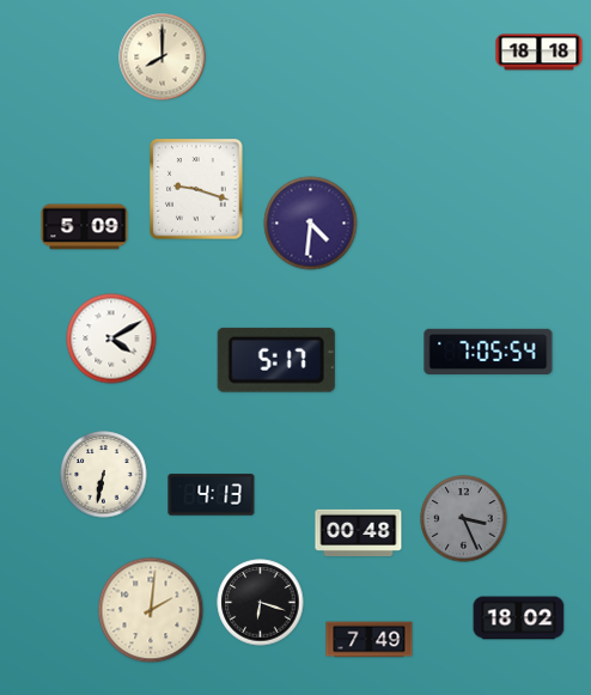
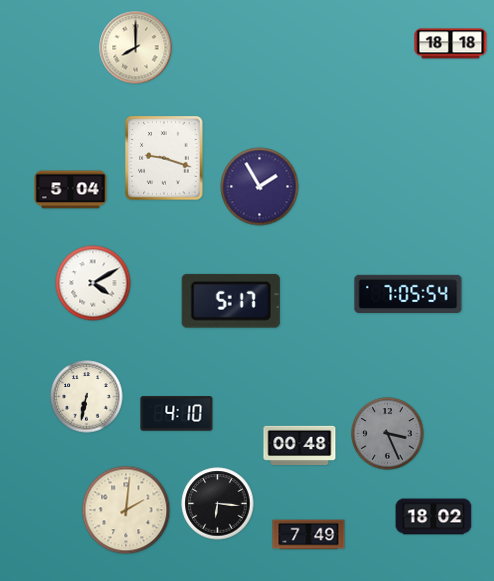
clock at (311, 224): 4:31 -> 1:55
clock at (85, 227): 5:09 -> 5:04
clock at (212, 495): 4:13 -> 4:10
clock at (261, 603): 6:18 -> 6:16
